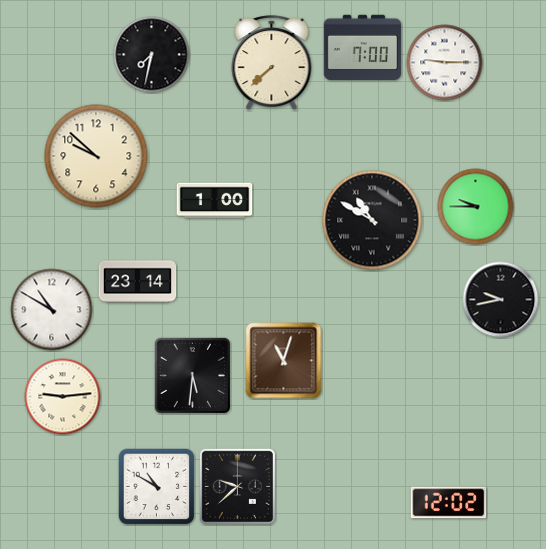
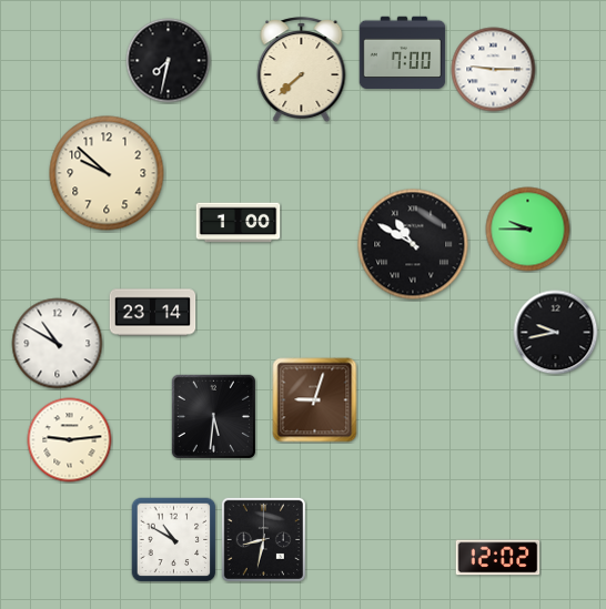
clock at (284, 361): 11:03 -> 9:03
clock at (237, 486): 9:38 -> 8:32
